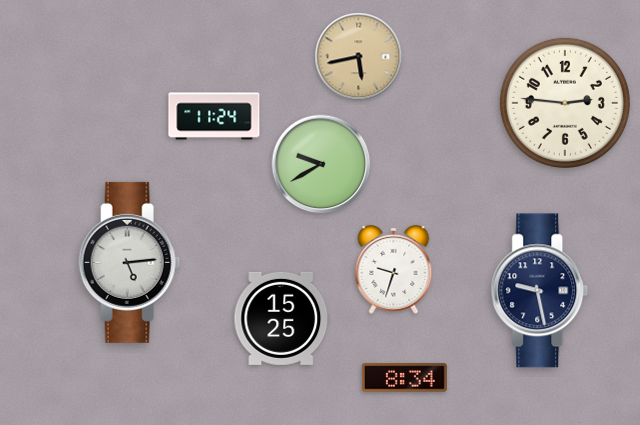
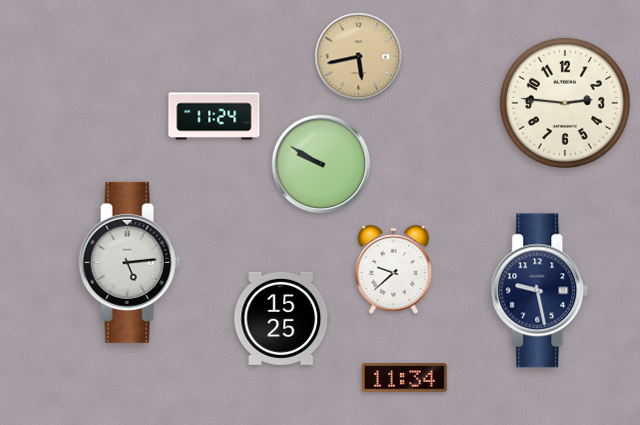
clock at (321, 164): 9:40 -> 9:50
clock at (394, 269): 9:33 -> 9:38
clock at (404, 378): 8:34 -> 11:34
